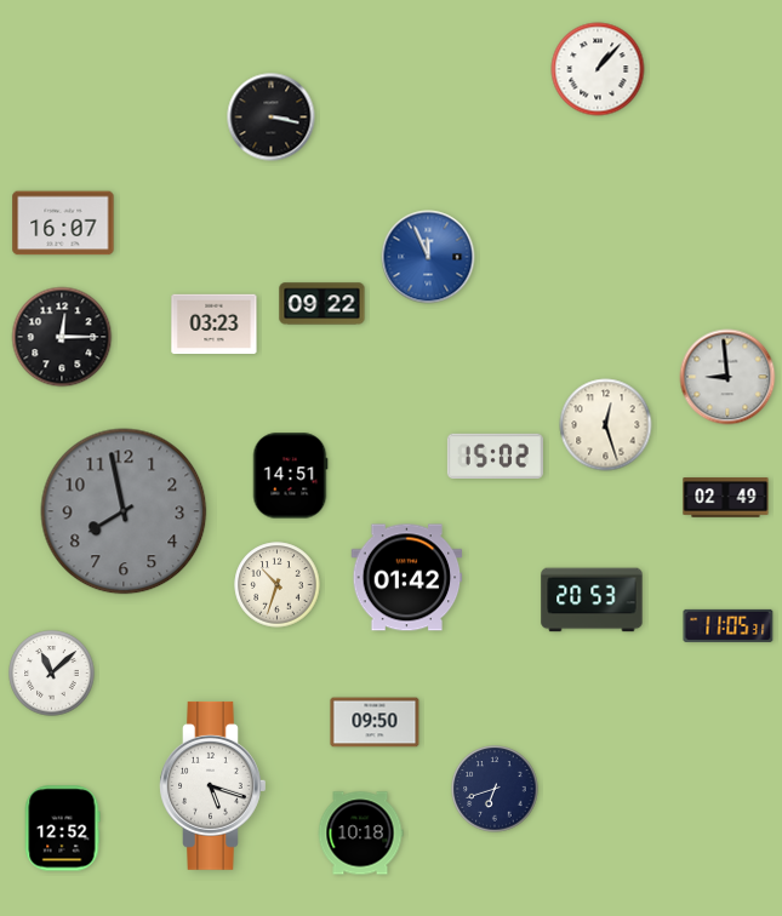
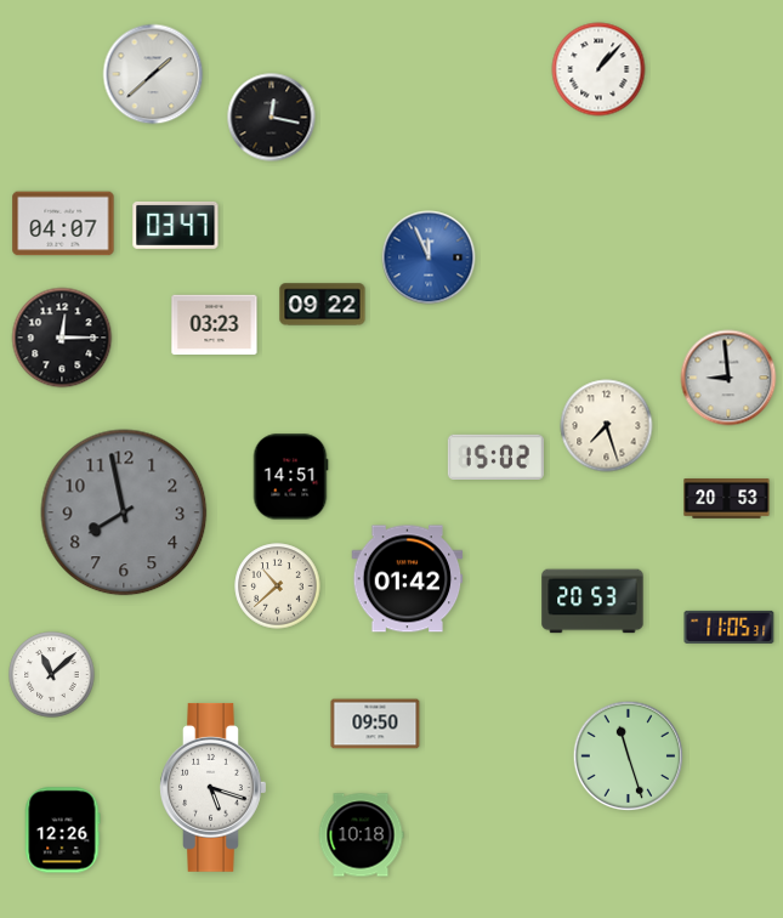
clock at (153, 74): none -> 1:38
clock at (272, 118): 3:17 -> 12:17
clock at (63, 223): 16:07 -> 04:07
clock at (176, 225): none -> 03:47
clock at (606, 425): 12:27 -> 7:27
clock at (726, 498): 02:49 -> 20:53
clock at (278, 585): 10:33 -> 10:38
clock at (628, 755): none -> 11:27
clock at (495, 789): 6:42 -> none
clock at (62, 829): 12:52 -> 12:26
